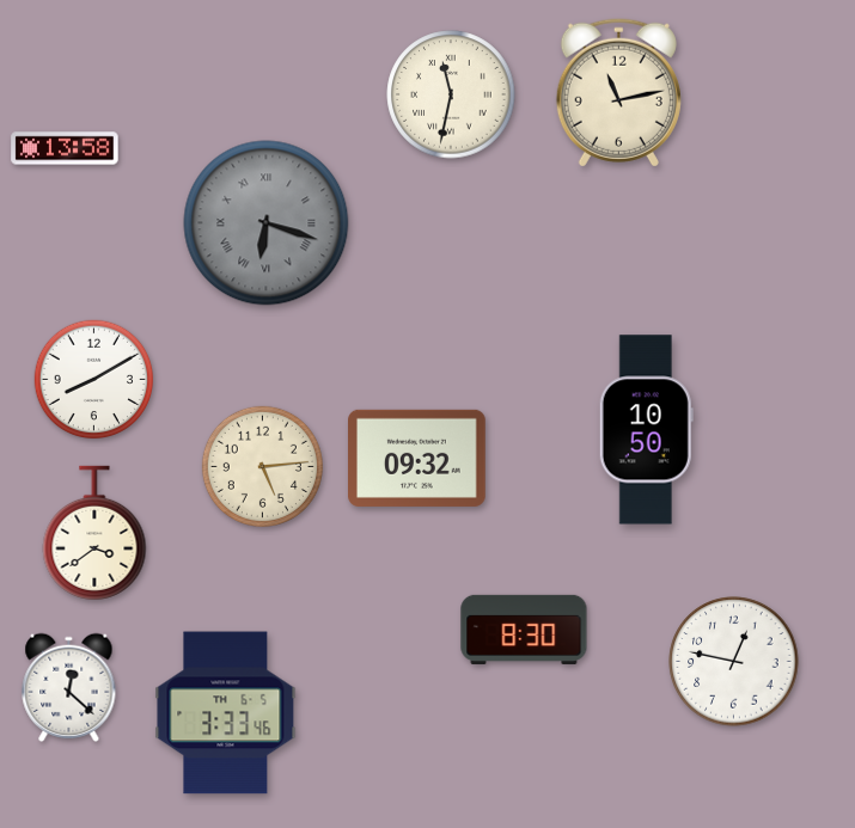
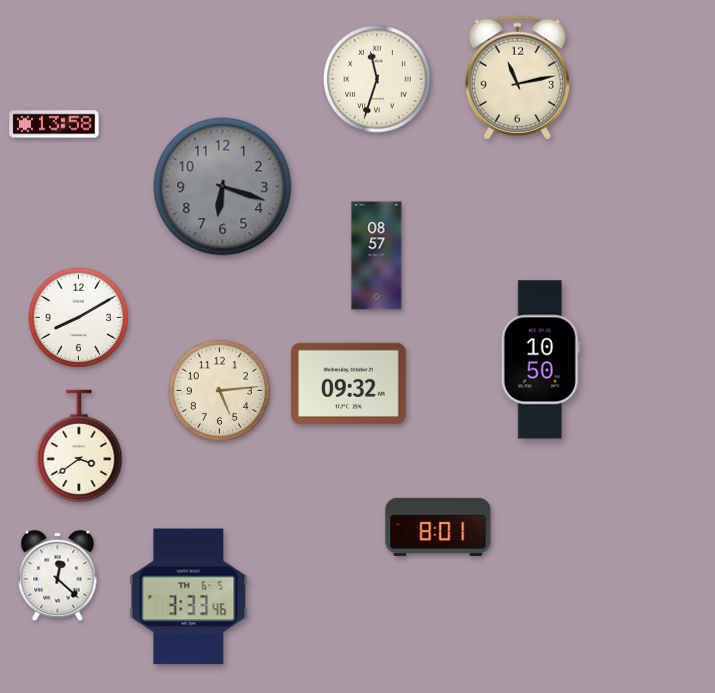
clock at (451, 94): 11:32 -> 11:33
clock at (267, 223) numerals: Roman -> Arabic
clock at (377, 256): none -> 08:57
clock at (524, 630): 8:30 -> 8:01
clock at (734, 662): 12:47 -> none
